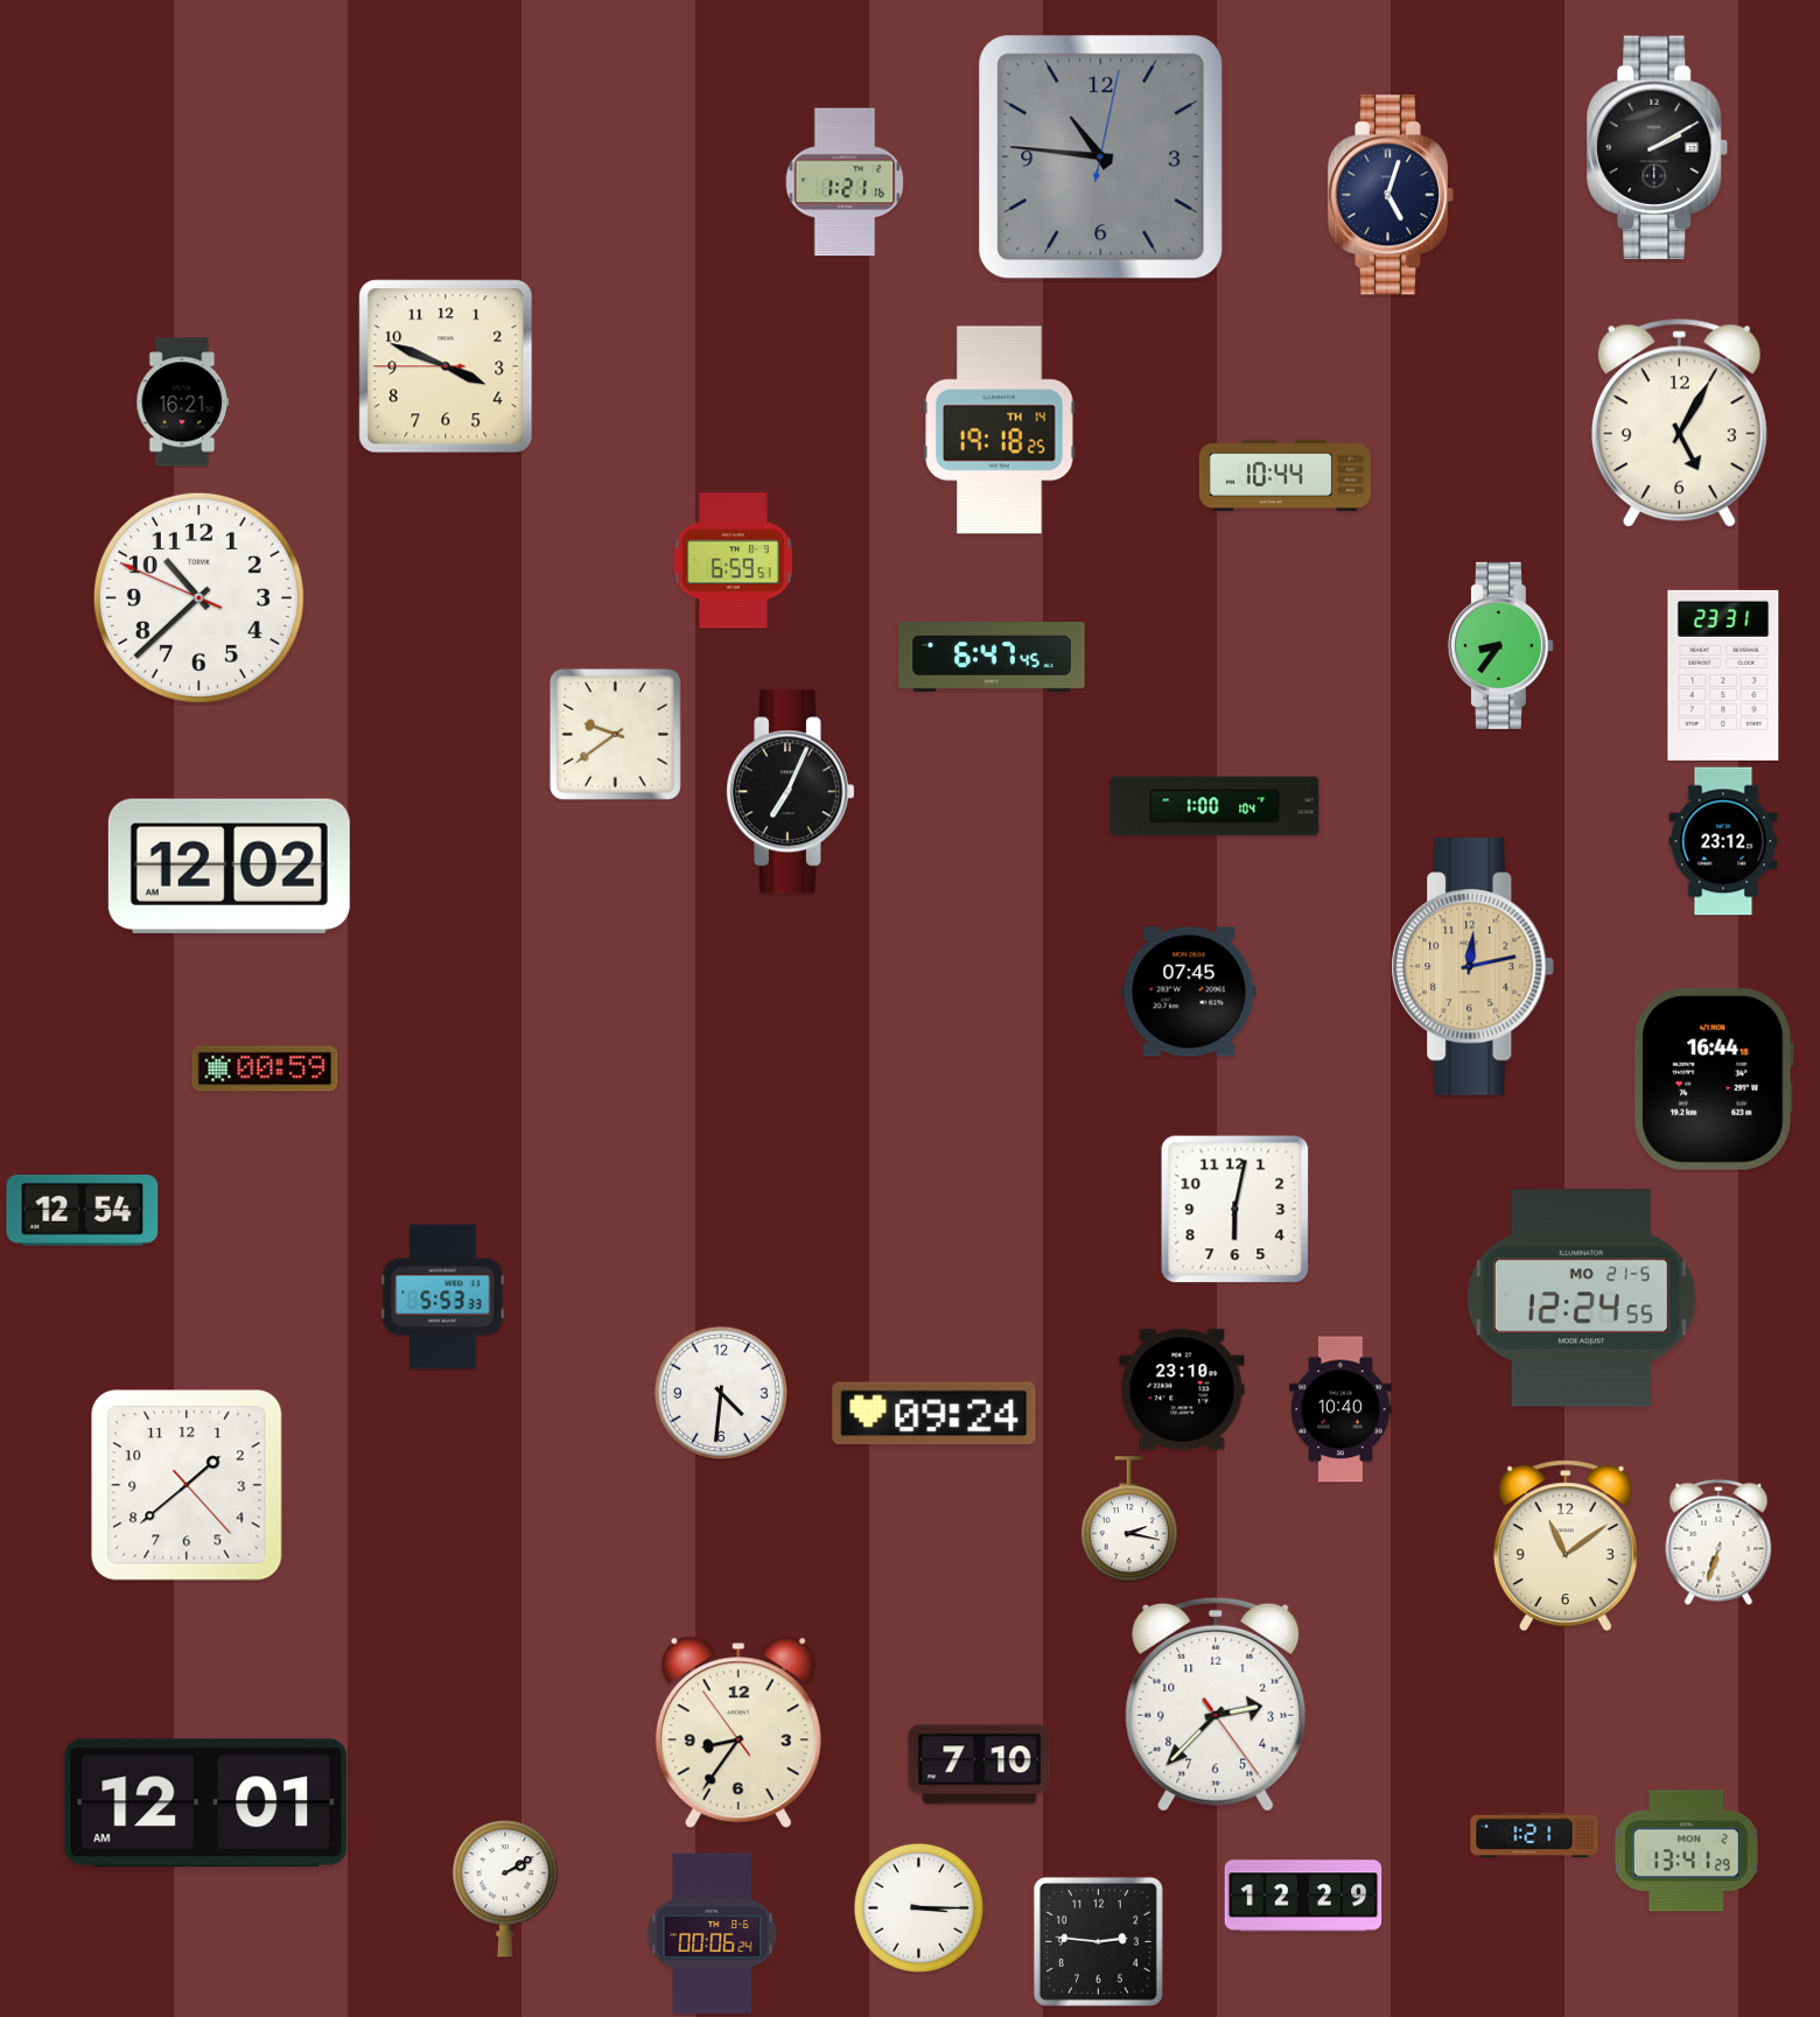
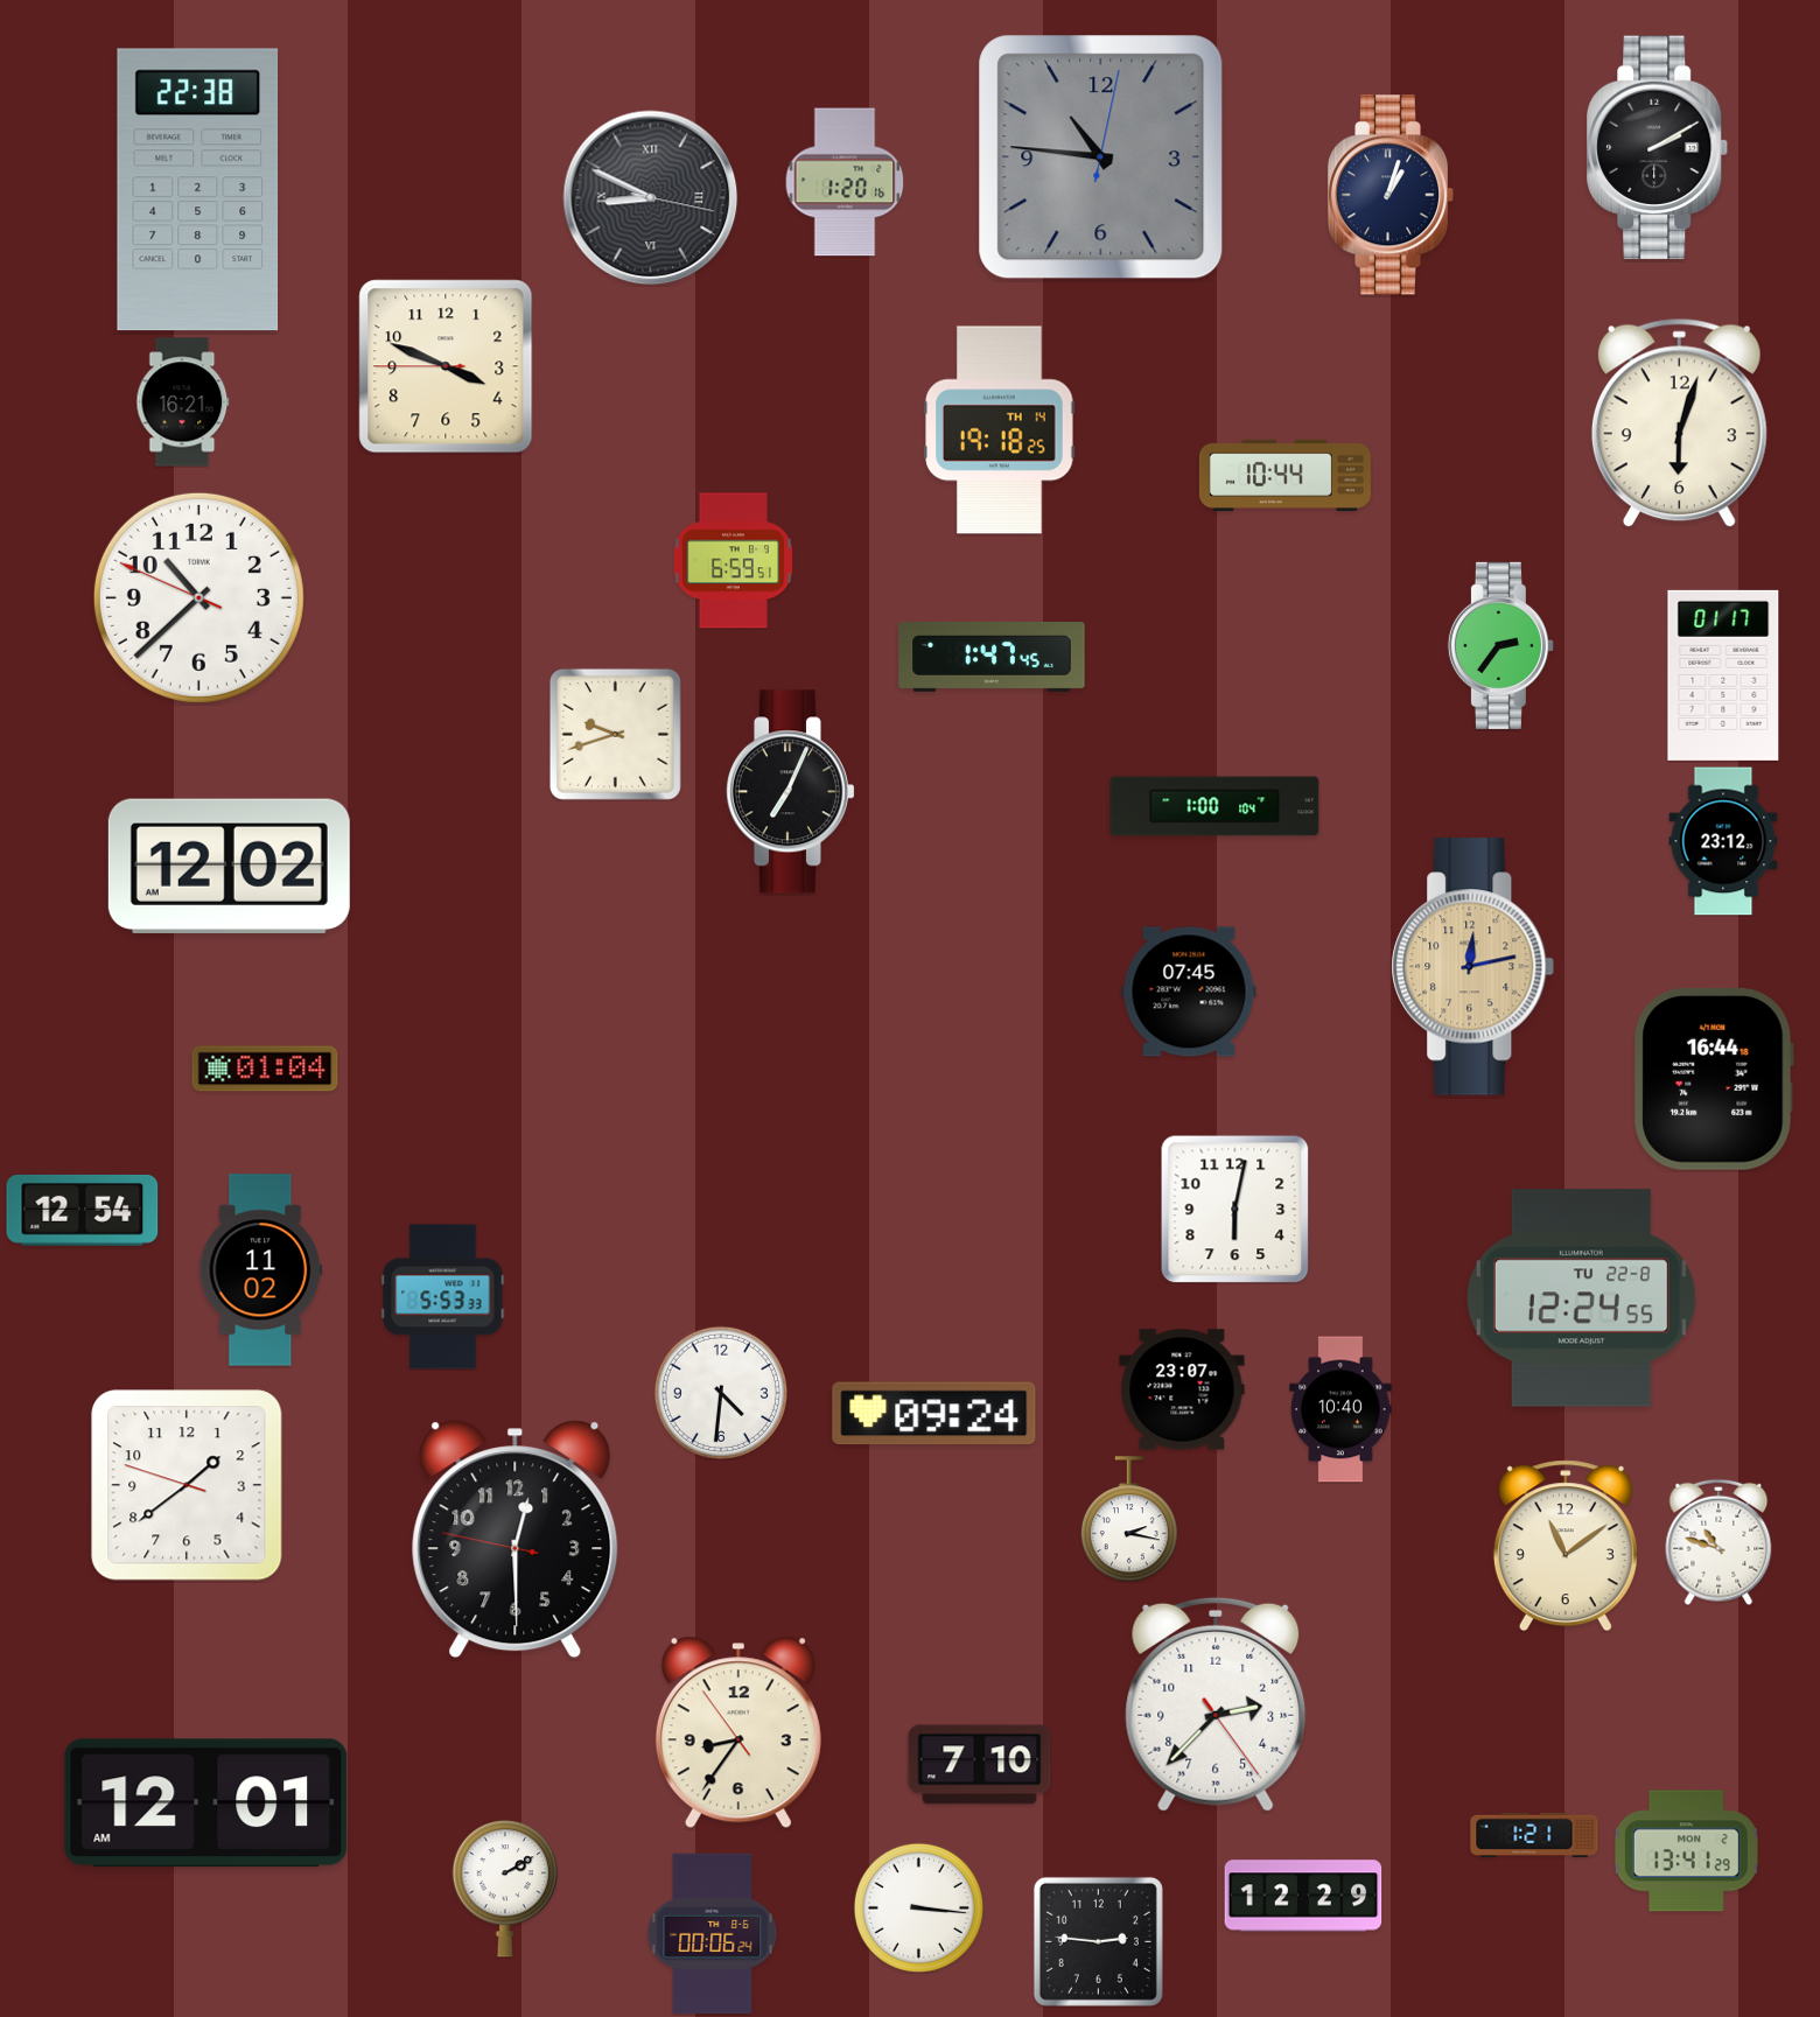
clock at (845, 182): 1:21 -> 1:20
clock at (198, 190): none -> 22:38
clock at (1391, 195): 5:03 -> 1:03
clock at (651, 198): none -> 8:49
clock at (1679, 423): 5:05 -> 6:03
clock at (1500, 645): 8:36 -> 2:36
clock at (992, 658): 6:47 -> 1:47
clock at (1723, 675): 23:31 -> 01:17
clock at (615, 734): 9:39 -> 9:42
clock at (265, 1069): 00:59 -> 01:04
clock at (261, 1270): none -> 11:02
clock at (1581, 1298) date: MO 21-5 -> TU 22-8
clock at (1182, 1389): 23:10 -> 23:07
clock at (187, 1485): 1:38:23 -> 1:38:48
clock at (516, 1540): none -> 12:29
clock at (1718, 1542): 6:33 -> 10:48
clock at (918, 1907): 3:15 -> 3:16
